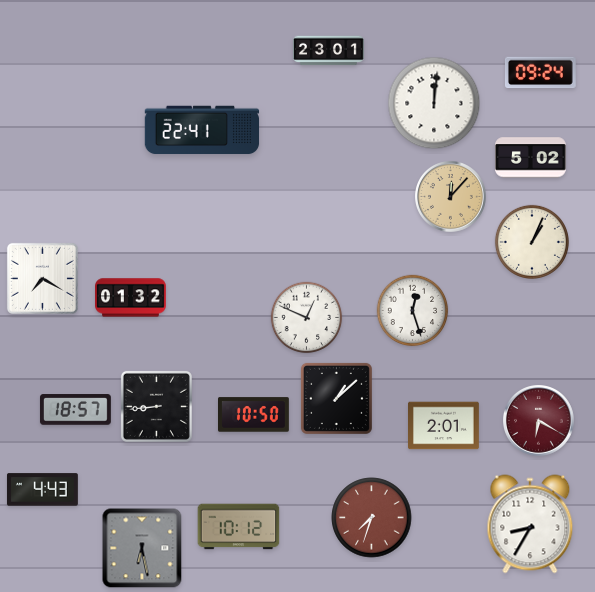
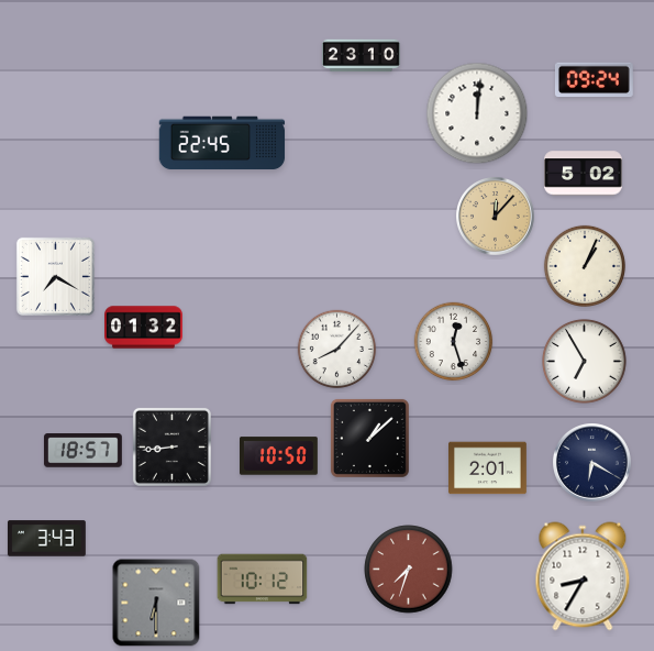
clock at (329, 51): 23:01 -> 23:10
clock at (202, 130): 22:41 -> 22:45
clock at (42, 278) position: (42, 278) -> (55, 276)
clock at (307, 318): 12:49 -> 8:07
clock at (584, 361): none -> 6:55
clock at (539, 421) dial: burgundy -> navy
clock at (42, 490): 4:43 -> 3:43
clock at (142, 548): 6:28 -> 6:30
